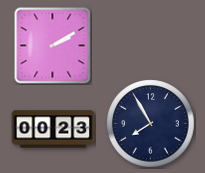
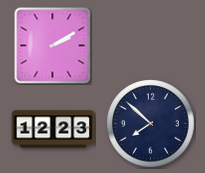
clock at (151, 124): 7:55 -> 7:52
clock at (53, 129): 00:23 -> 12:23
